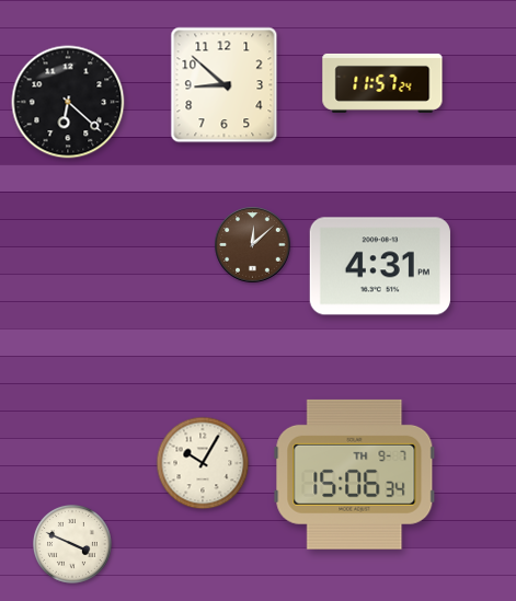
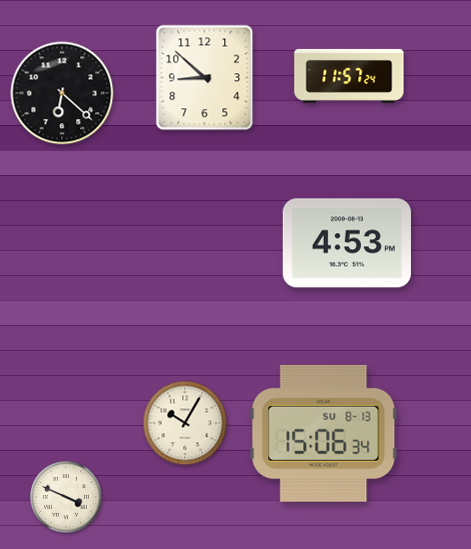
clock at (253, 245): 12:08 -> none
clock at (380, 266): 4:31 -> 4:53
clock at (355, 474) date: TH 9-7 -> SU 8-13
